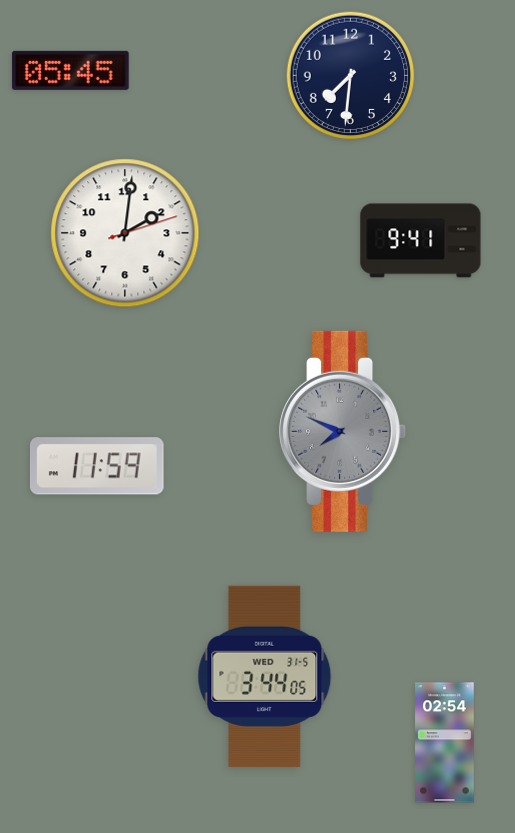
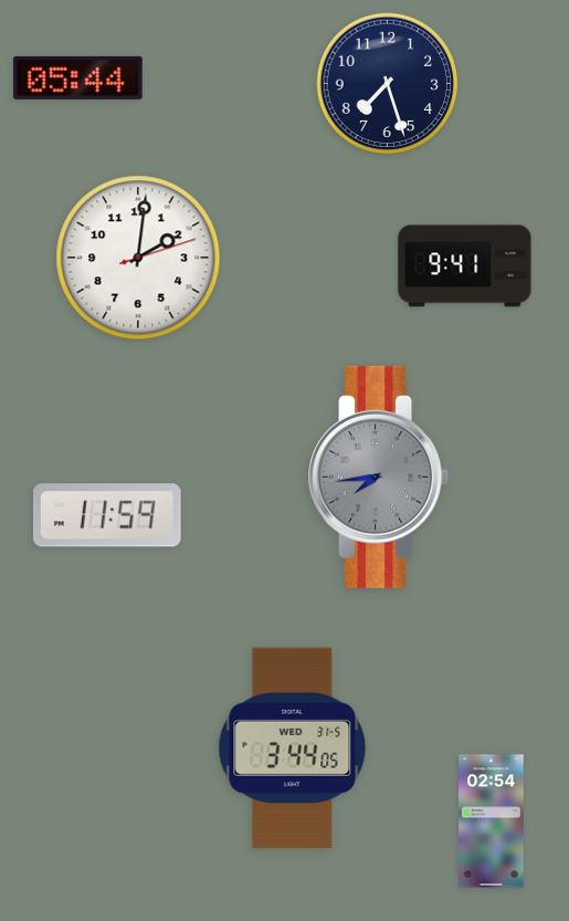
clock at (71, 70): 05:45 -> 05:44
clock at (351, 76): 7:31 -> 7:27
clock at (343, 431): 7:49 -> 7:44
